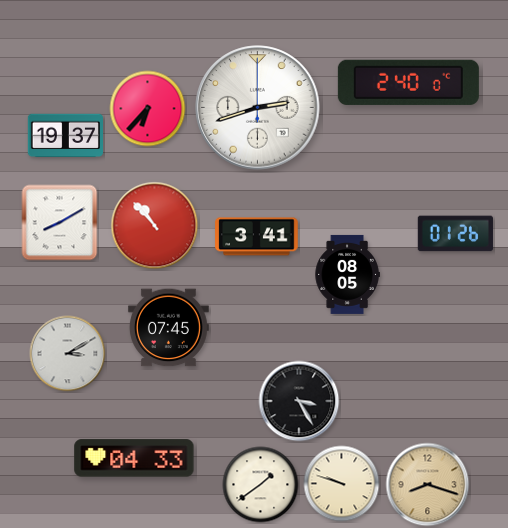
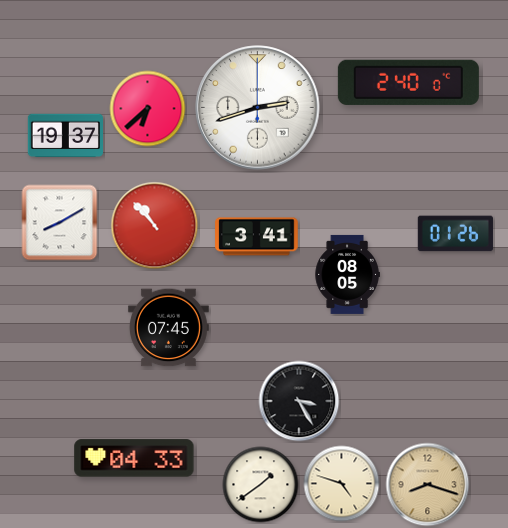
clock at (148, 109): 6:37 -> 6:38
clock at (68, 354): 3:10 -> none
clock at (342, 484): 9:48 -> 4:48
